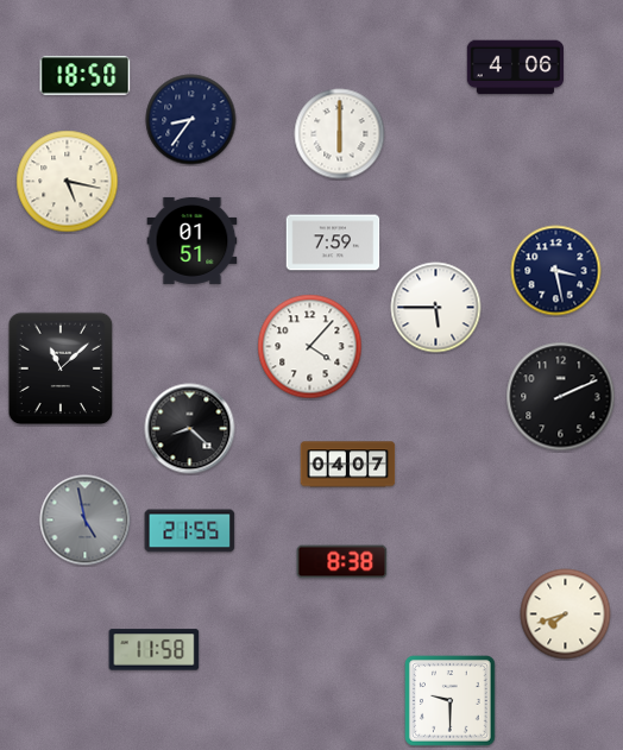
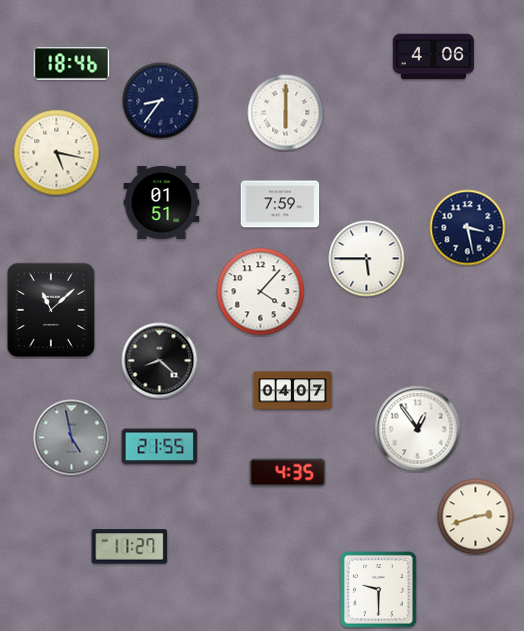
clock at (86, 76): 18:50 -> 18:46
clock at (561, 397): 2:11 -> none
clock at (418, 429): none -> 12:54
clock at (342, 562): 8:38 -> 4:35
clock at (566, 615): 7:42 -> 2:42
clock at (155, 650): 11:58 -> 11:27
